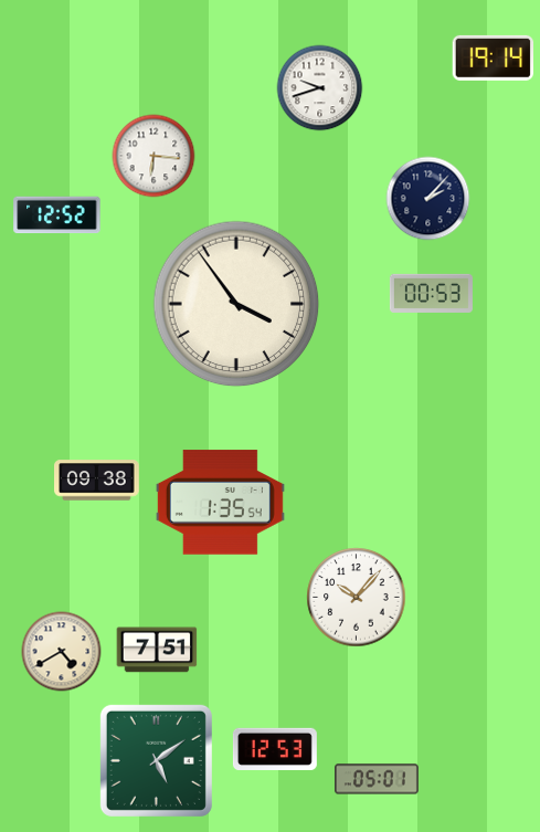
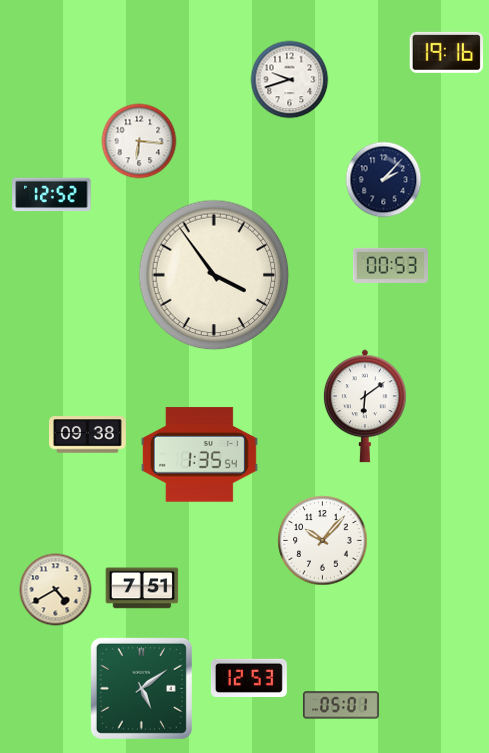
clock at (493, 57): 19:14 -> 19:16
clock at (428, 199) position: (428, 199) -> (384, 180)
clock at (365, 406): none -> 6:09
